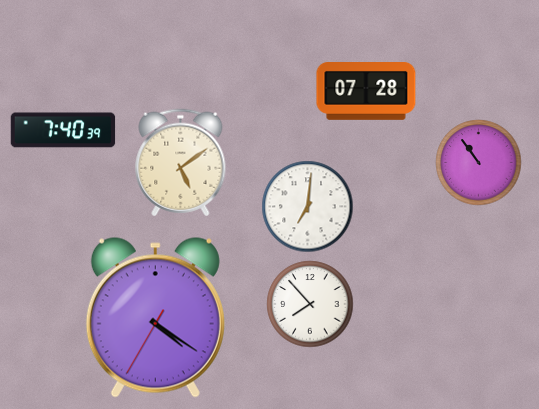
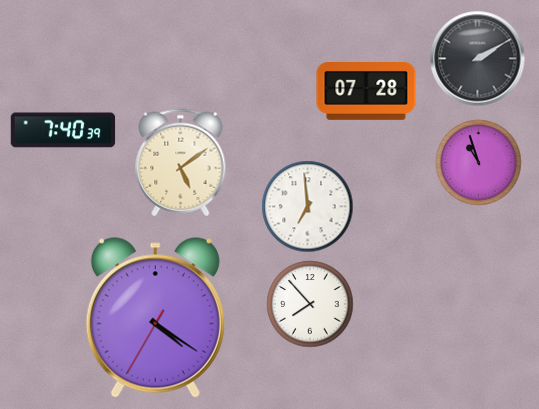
clock at (478, 59): none -> 2:10
clock at (479, 163): 10:54 -> 10:57
clock at (308, 207): 7:01 -> 6:59
